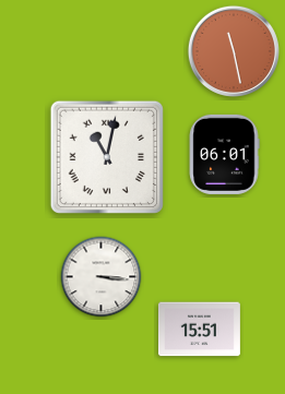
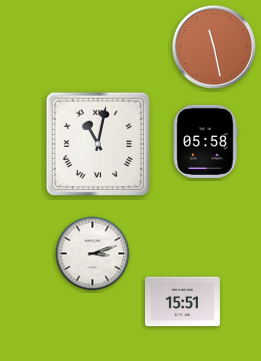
clock at (224, 154): 06:01 -> 05:58
clock at (102, 277): 3:16 -> 3:12
